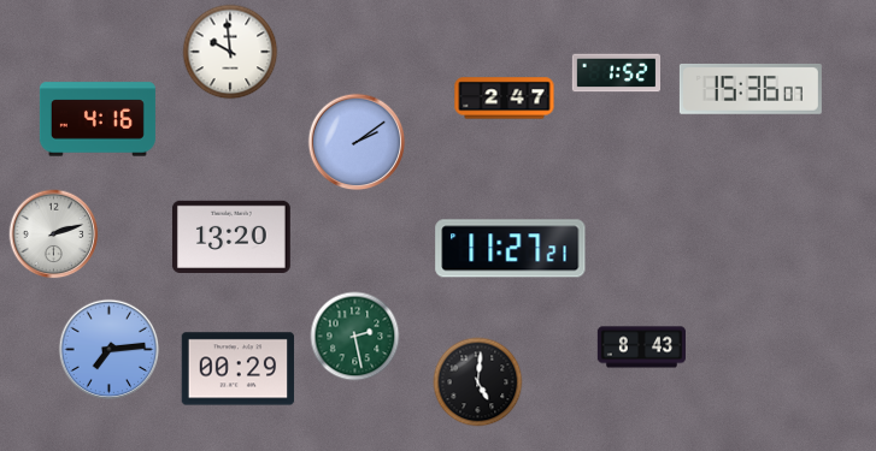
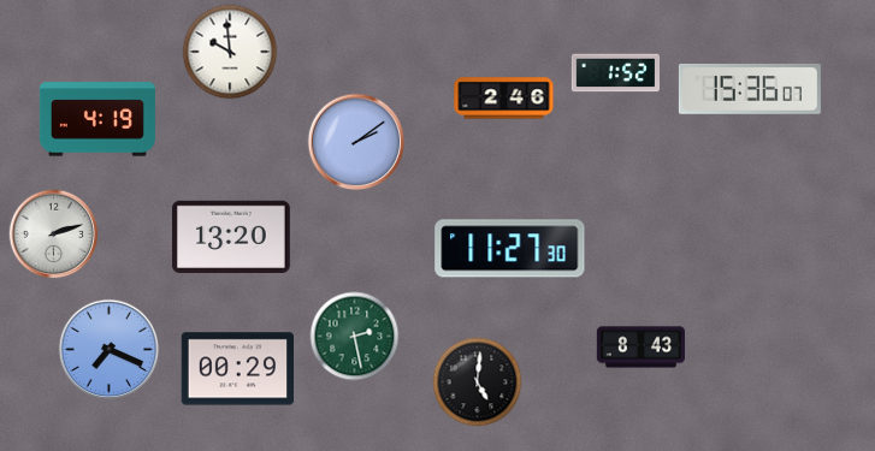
clock at (505, 99): 2:47 -> 2:46
clock at (98, 119): 4:16 -> 4:19
clock at (511, 249): 11:27:21 -> 11:27:30
clock at (110, 350): 7:14 -> 7:19
